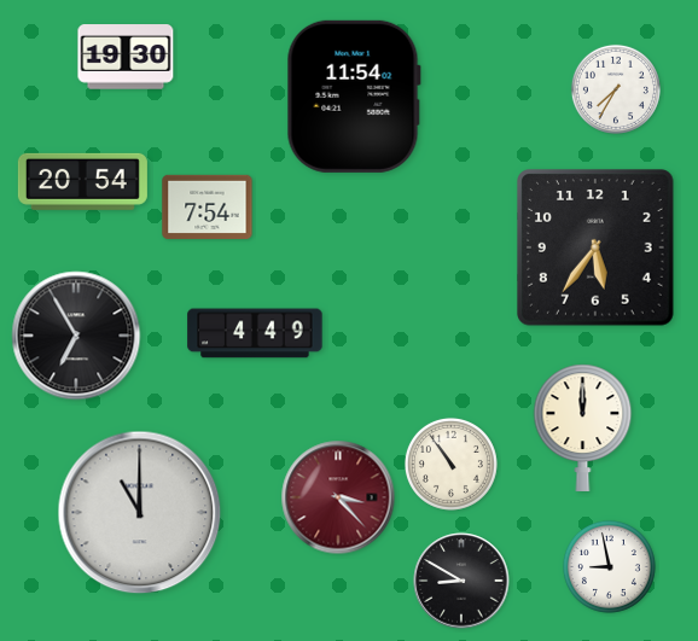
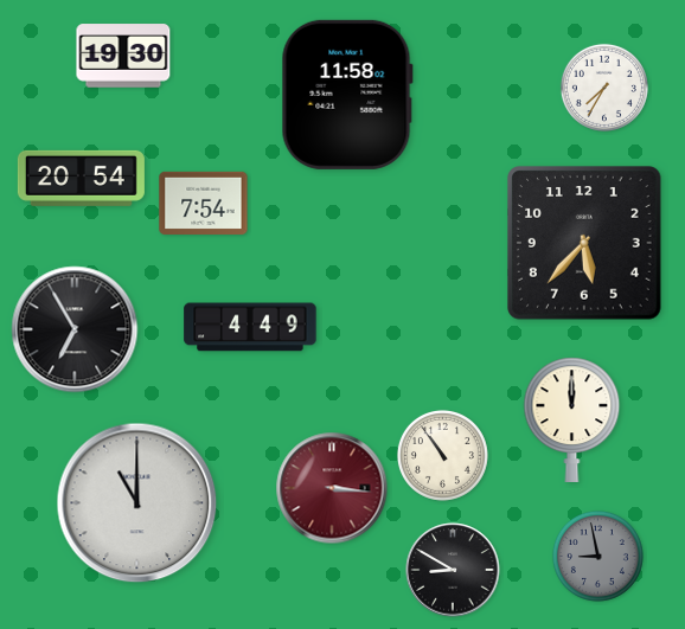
clock at (354, 97): 11:54 -> 11:58
clock at (597, 249): 5:36 -> 5:37
clock at (338, 497): 3:23 -> 3:16
clock at (609, 566) dial: white -> grey
